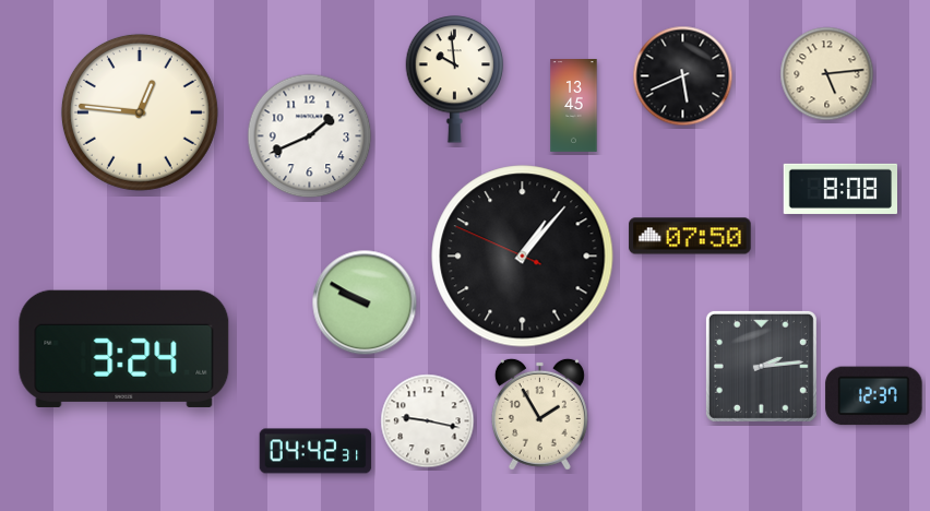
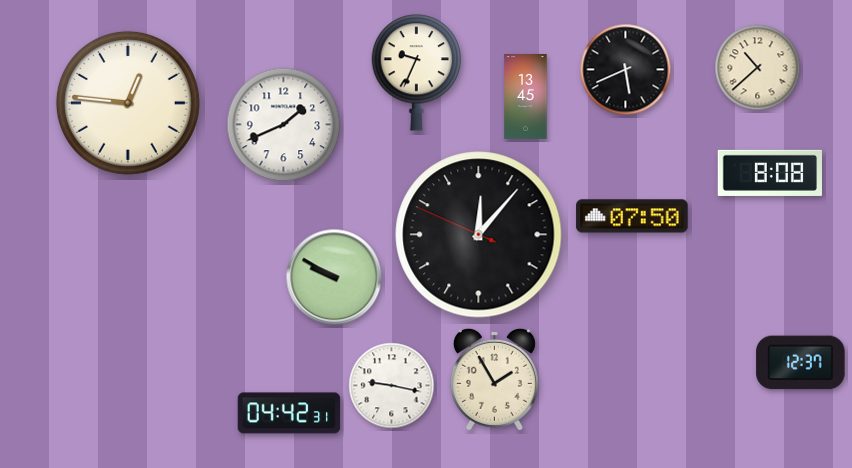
clock at (827, 74): 5:14 -> 10:38
clock at (455, 80): 9:59 -> 9:34
clock at (523, 257): 1:06 -> 12:06
clock at (124, 348): 3:24 -> none
clock at (761, 366): 2:14 -> none
